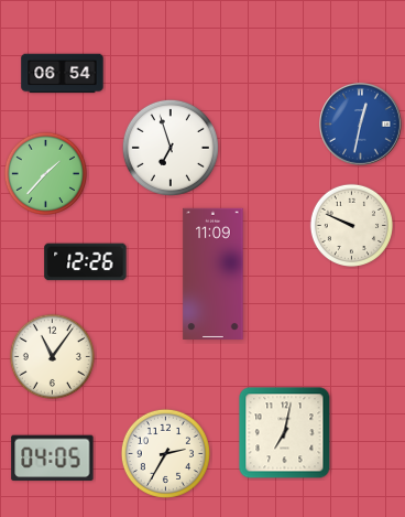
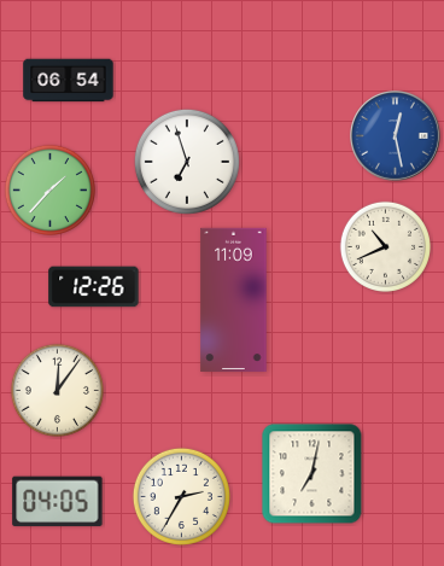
clock at (361, 125): 12:32 -> 12:28
clock at (351, 225): 9:49 -> 10:41
clock at (52, 356): 11:06 -> 12:06
